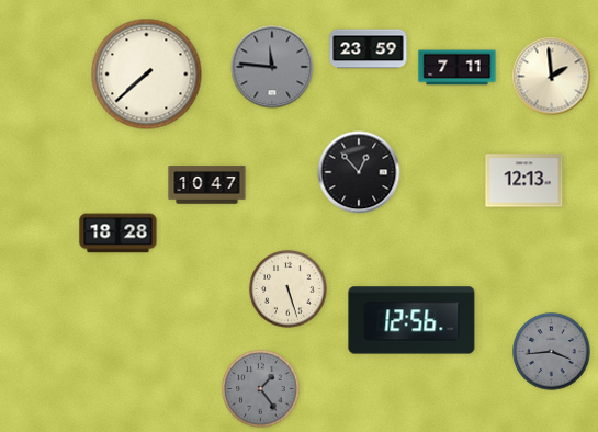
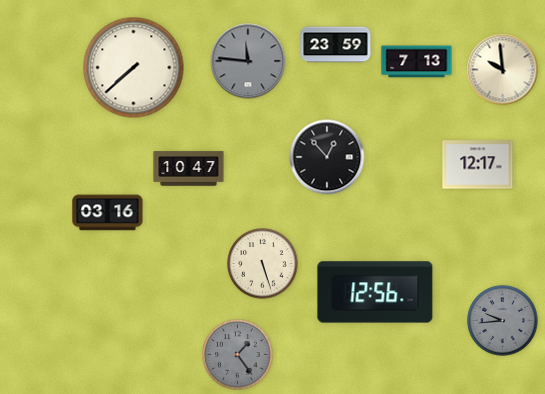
clock at (458, 68): 7:11 -> 7:13
clock at (552, 77): 1:59 -> 9:59
clock at (524, 181): 12:13 -> 12:17
clock at (119, 234): 18:28 -> 03:16
clock at (552, 352): 3:44 -> 9:44
